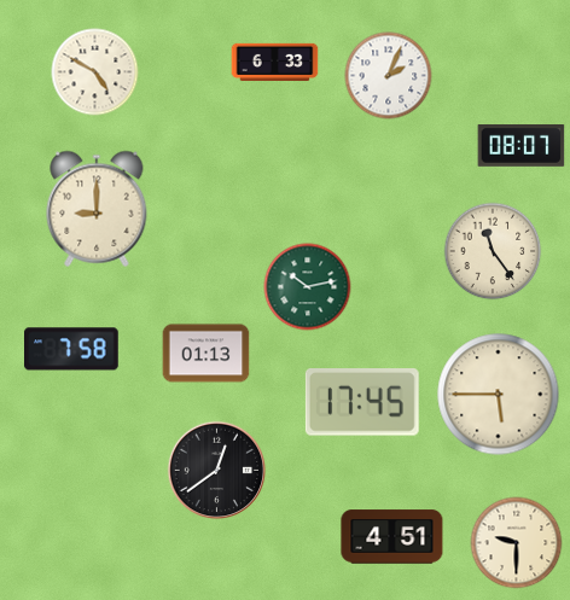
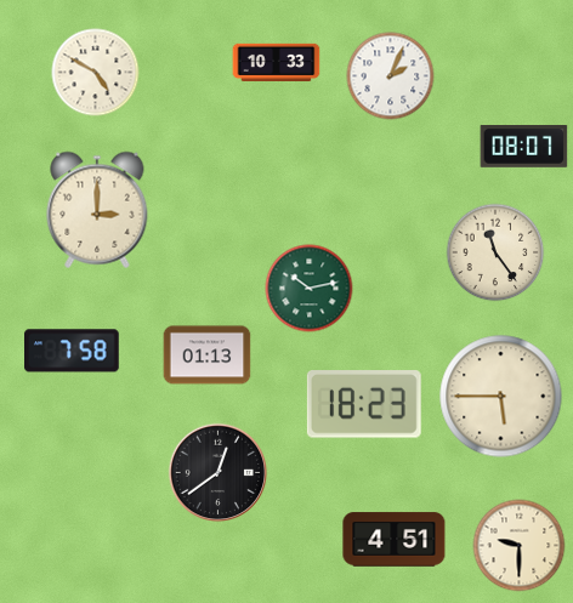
clock at (275, 62): 6:33 -> 10:33
clock at (97, 209): 9:00 -> 3:00
clock at (362, 403): 17:45 -> 18:23
